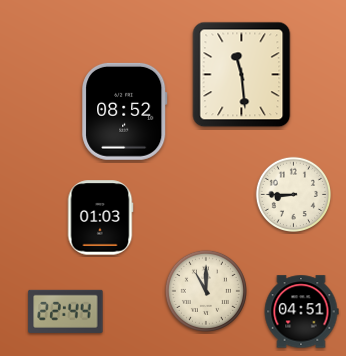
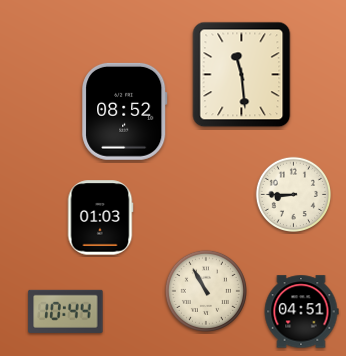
clock at (206, 291): 11:00 -> 10:55
clock at (66, 311): 22:44 -> 10:44
